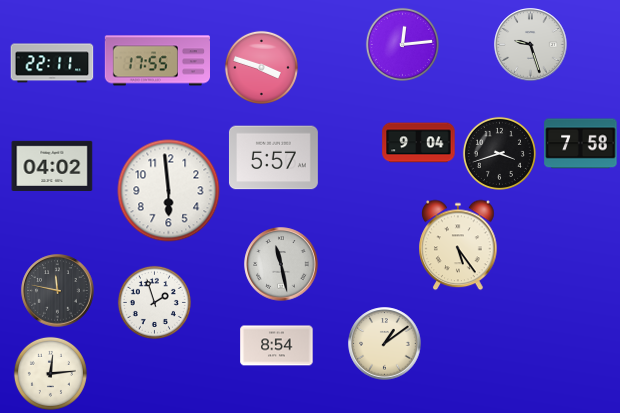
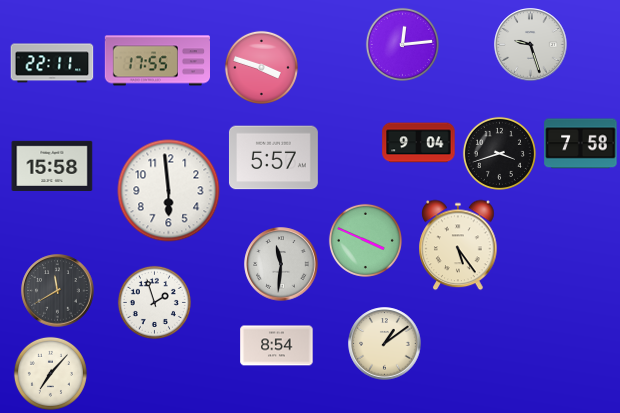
clock at (52, 165): 04:02 -> 15:58
clock at (365, 240): none -> 3:49
clock at (281, 264): 11:28 -> 11:31
clock at (58, 291): 11:47 -> 11:40
clock at (50, 373): 12:14 -> 7:07
